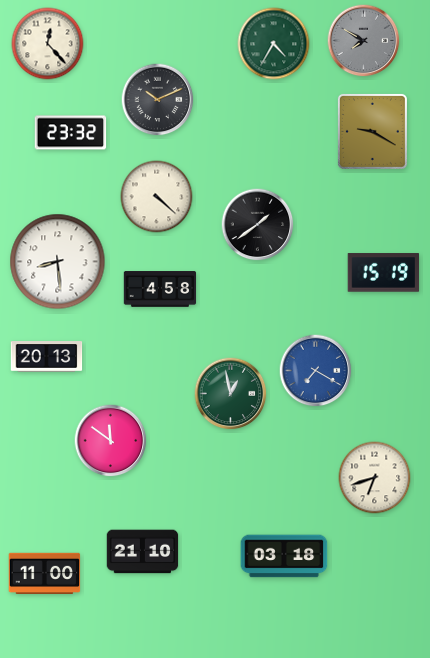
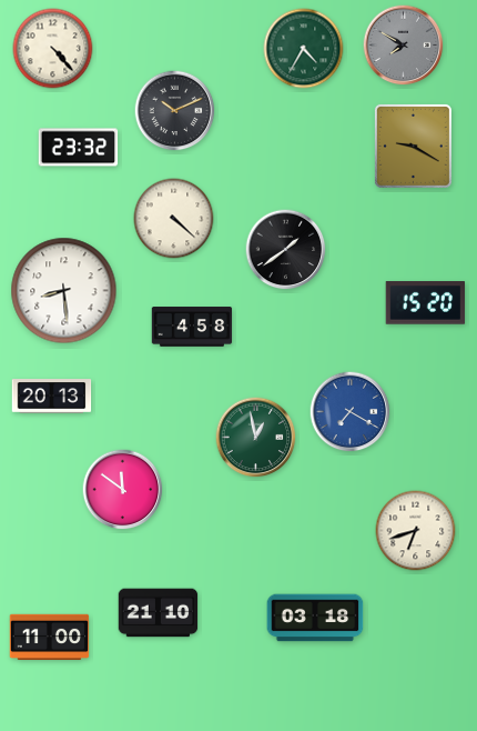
clock at (48, 44): 12:23 -> 4:23
clock at (384, 273): 15:19 -> 15:20
clock at (160, 289) position: (160, 289) -> (192, 327)
